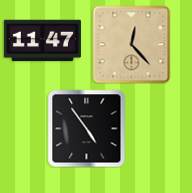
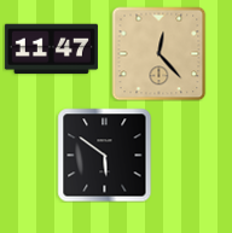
clock at (86, 128): 4:54 -> 5:51
